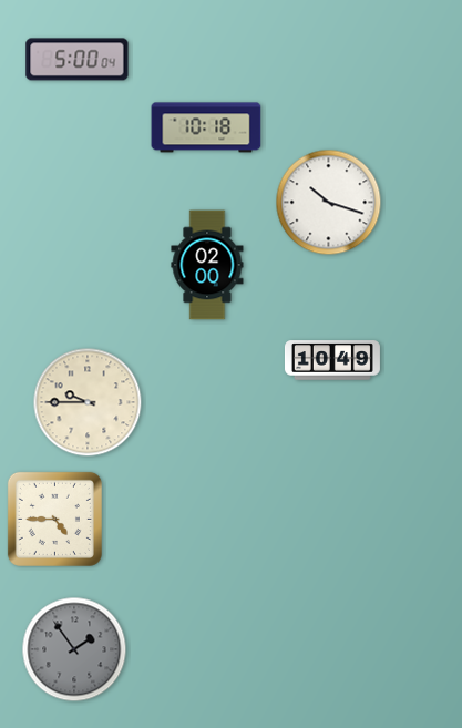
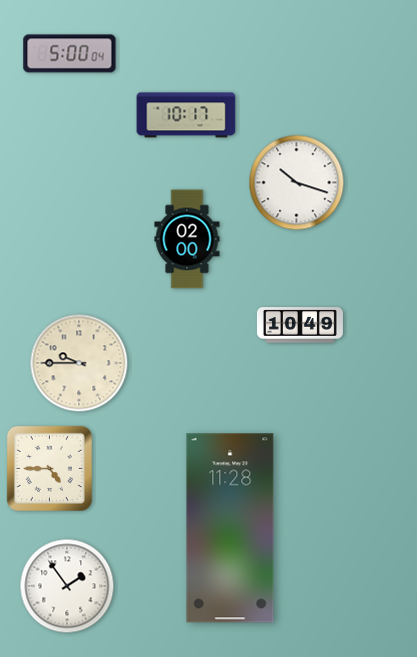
clock at (206, 127): 10:18 -> 10:17
clock at (230, 528): none -> 11:28
clock at (74, 649) dial: grey -> white
